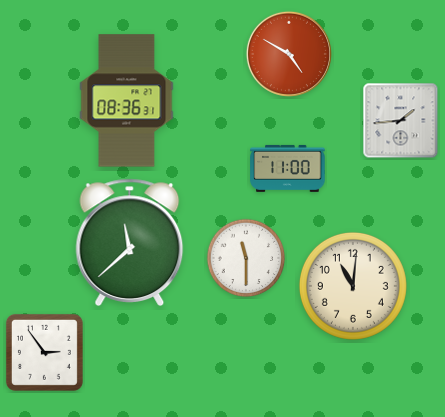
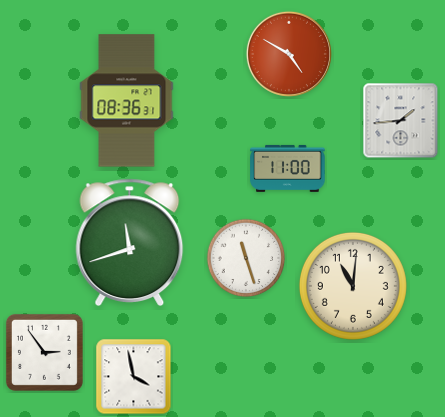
clock at (130, 242): 11:38 -> 11:42
clock at (246, 258): 11:30 -> 11:27
clock at (134, 377): none -> 3:58
